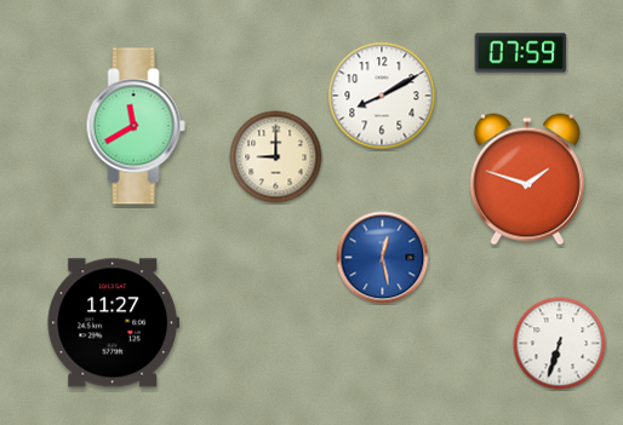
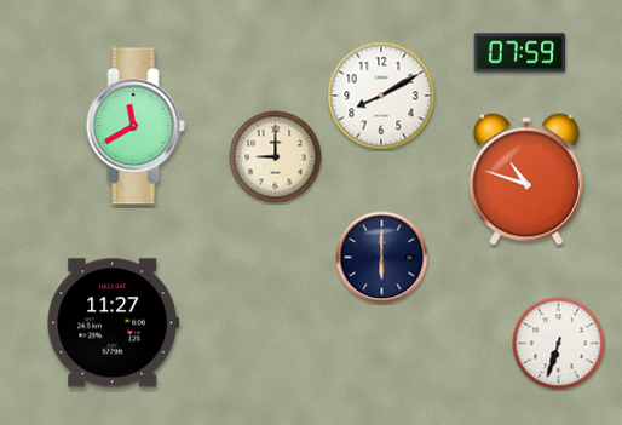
clock at (527, 179): 1:48 -> 10:48
clock at (383, 258): 12:28 -> 6:00
clock at (383, 258) dial: blue -> navy
